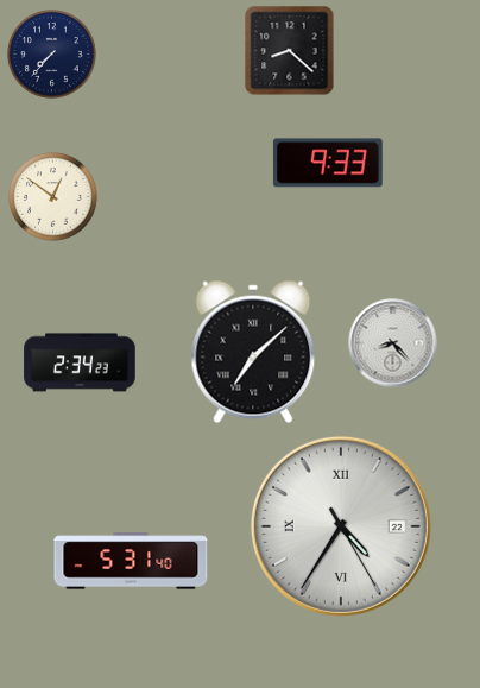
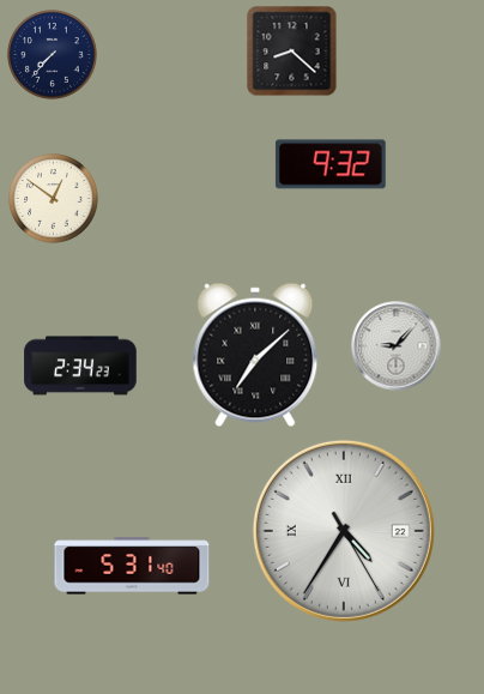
clock at (328, 163): 9:33 -> 9:32
clock at (393, 343): 8:23 -> 9:07
